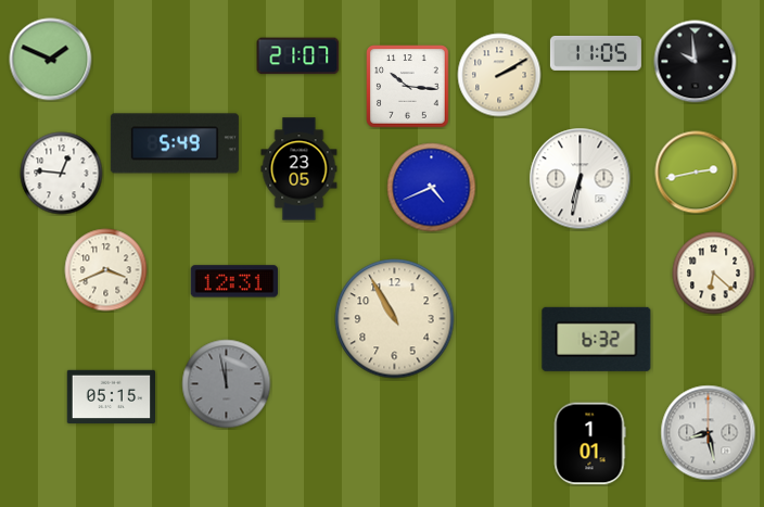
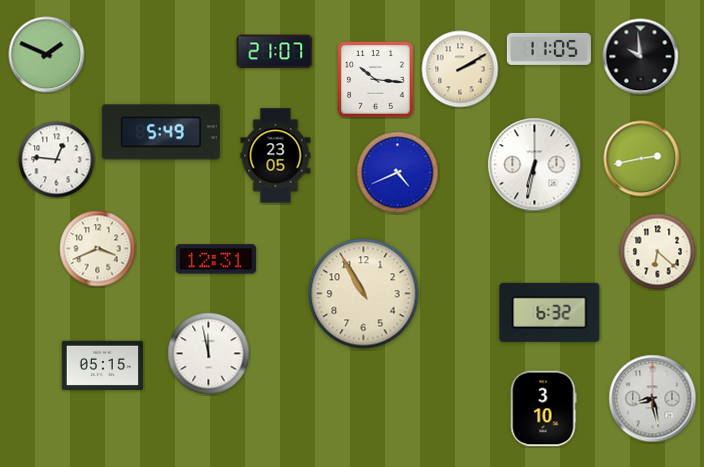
clock at (227, 384) dial: grey -> white
clock at (589, 444): 1:01 -> 3:10
